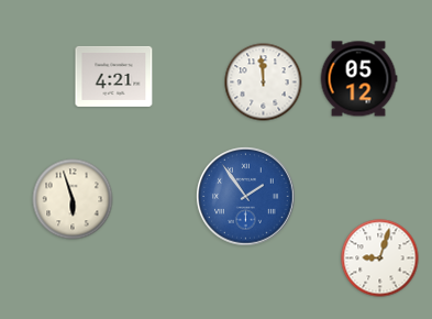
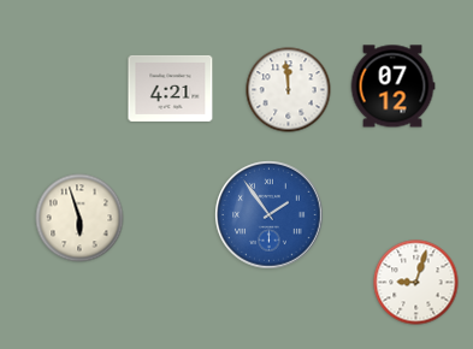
clock at (114, 76) position: (114, 76) -> (171, 88)
clock at (358, 79): 05:12 -> 07:12
